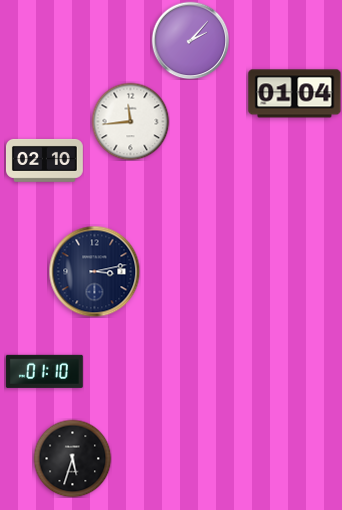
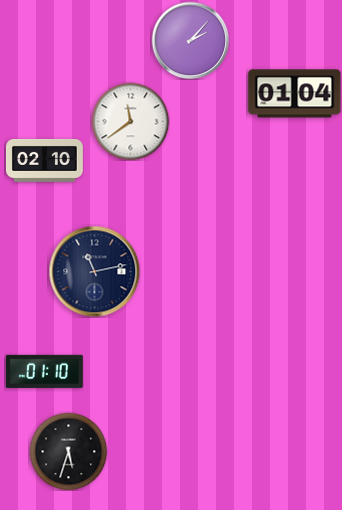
clock at (130, 121): 11:44 -> 11:39
clock at (94, 271): 3:13 -> 11:13
clock at (72, 458) position: (72, 458) -> (68, 451)
